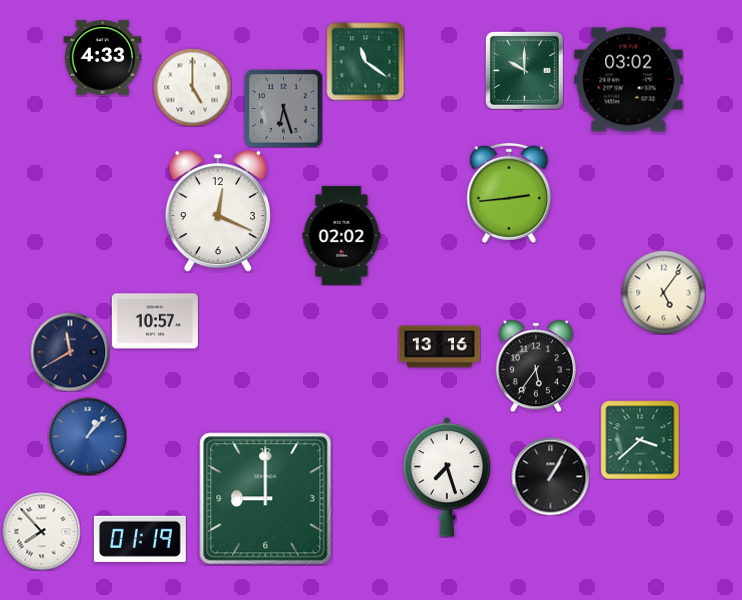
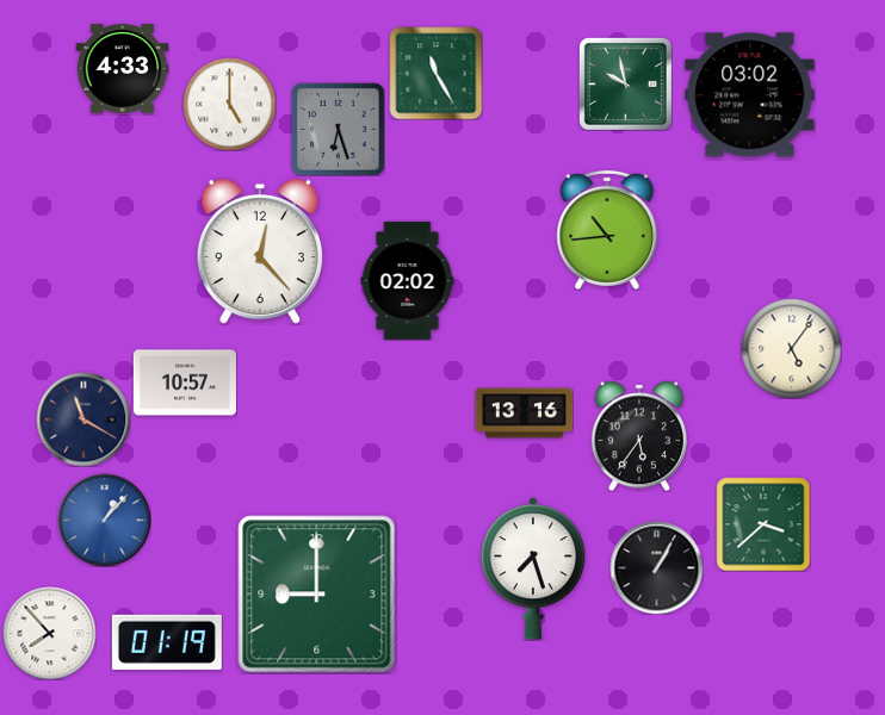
clock at (365, 61): 11:21 -> 11:25
clock at (524, 70): 10:00 -> 9:58
clock at (509, 193): 2:44 -> 10:44
clock at (218, 211): 12:19 -> 12:23
clock at (70, 352): 11:40 -> 11:20
